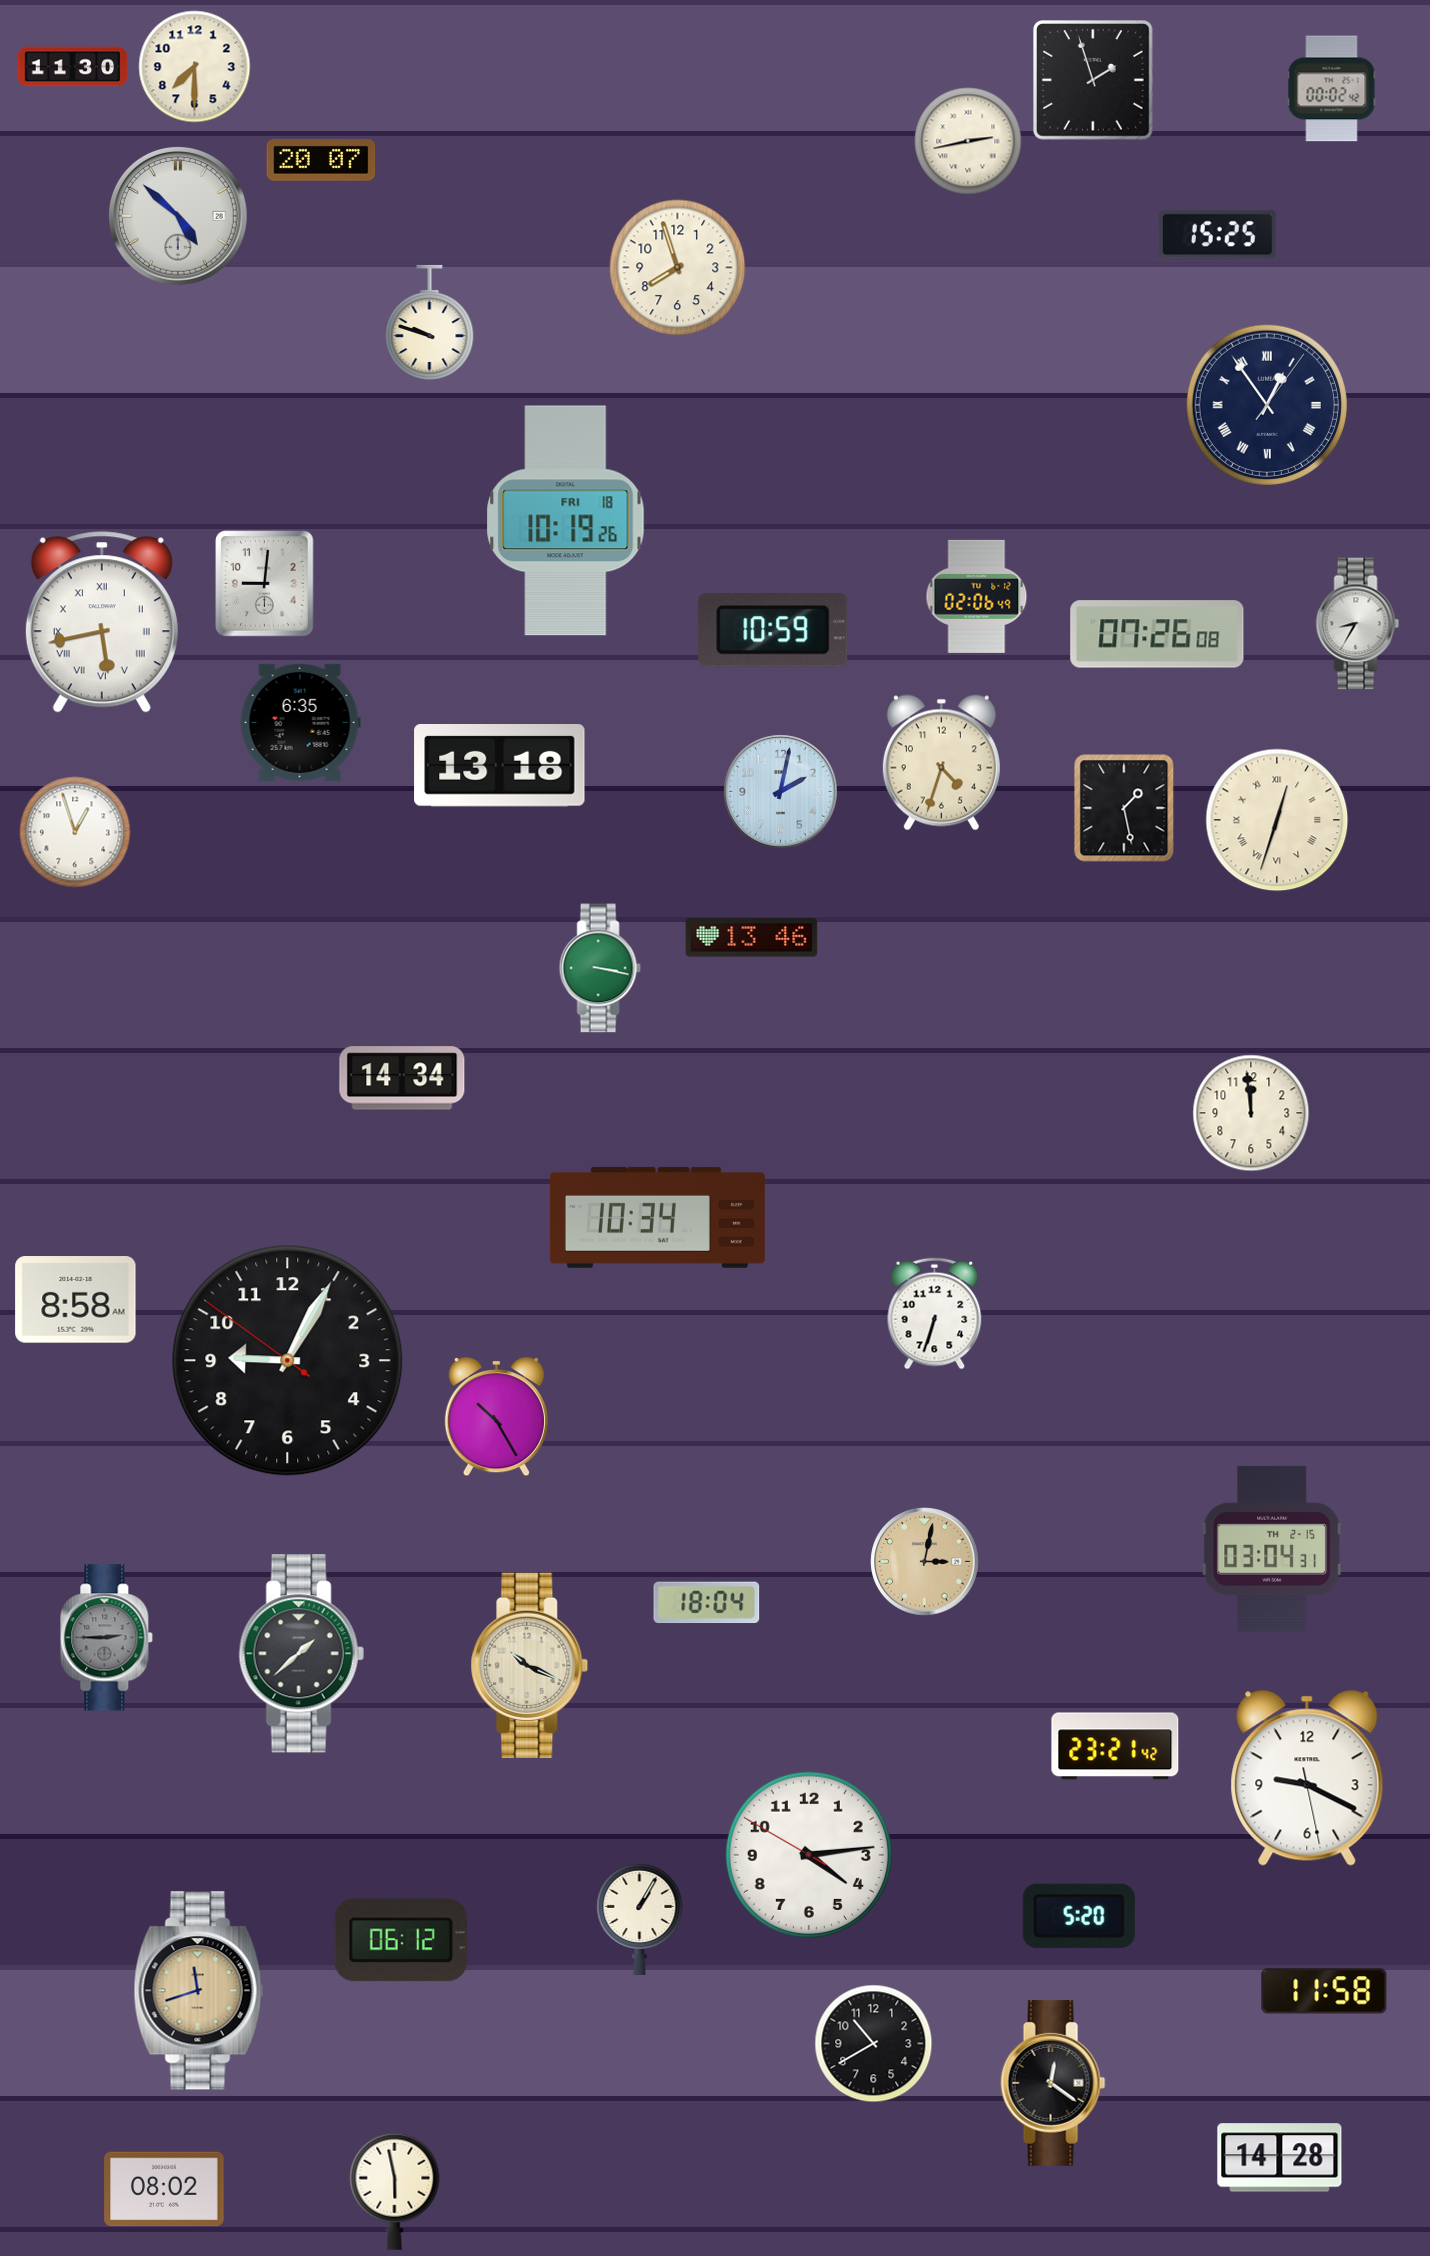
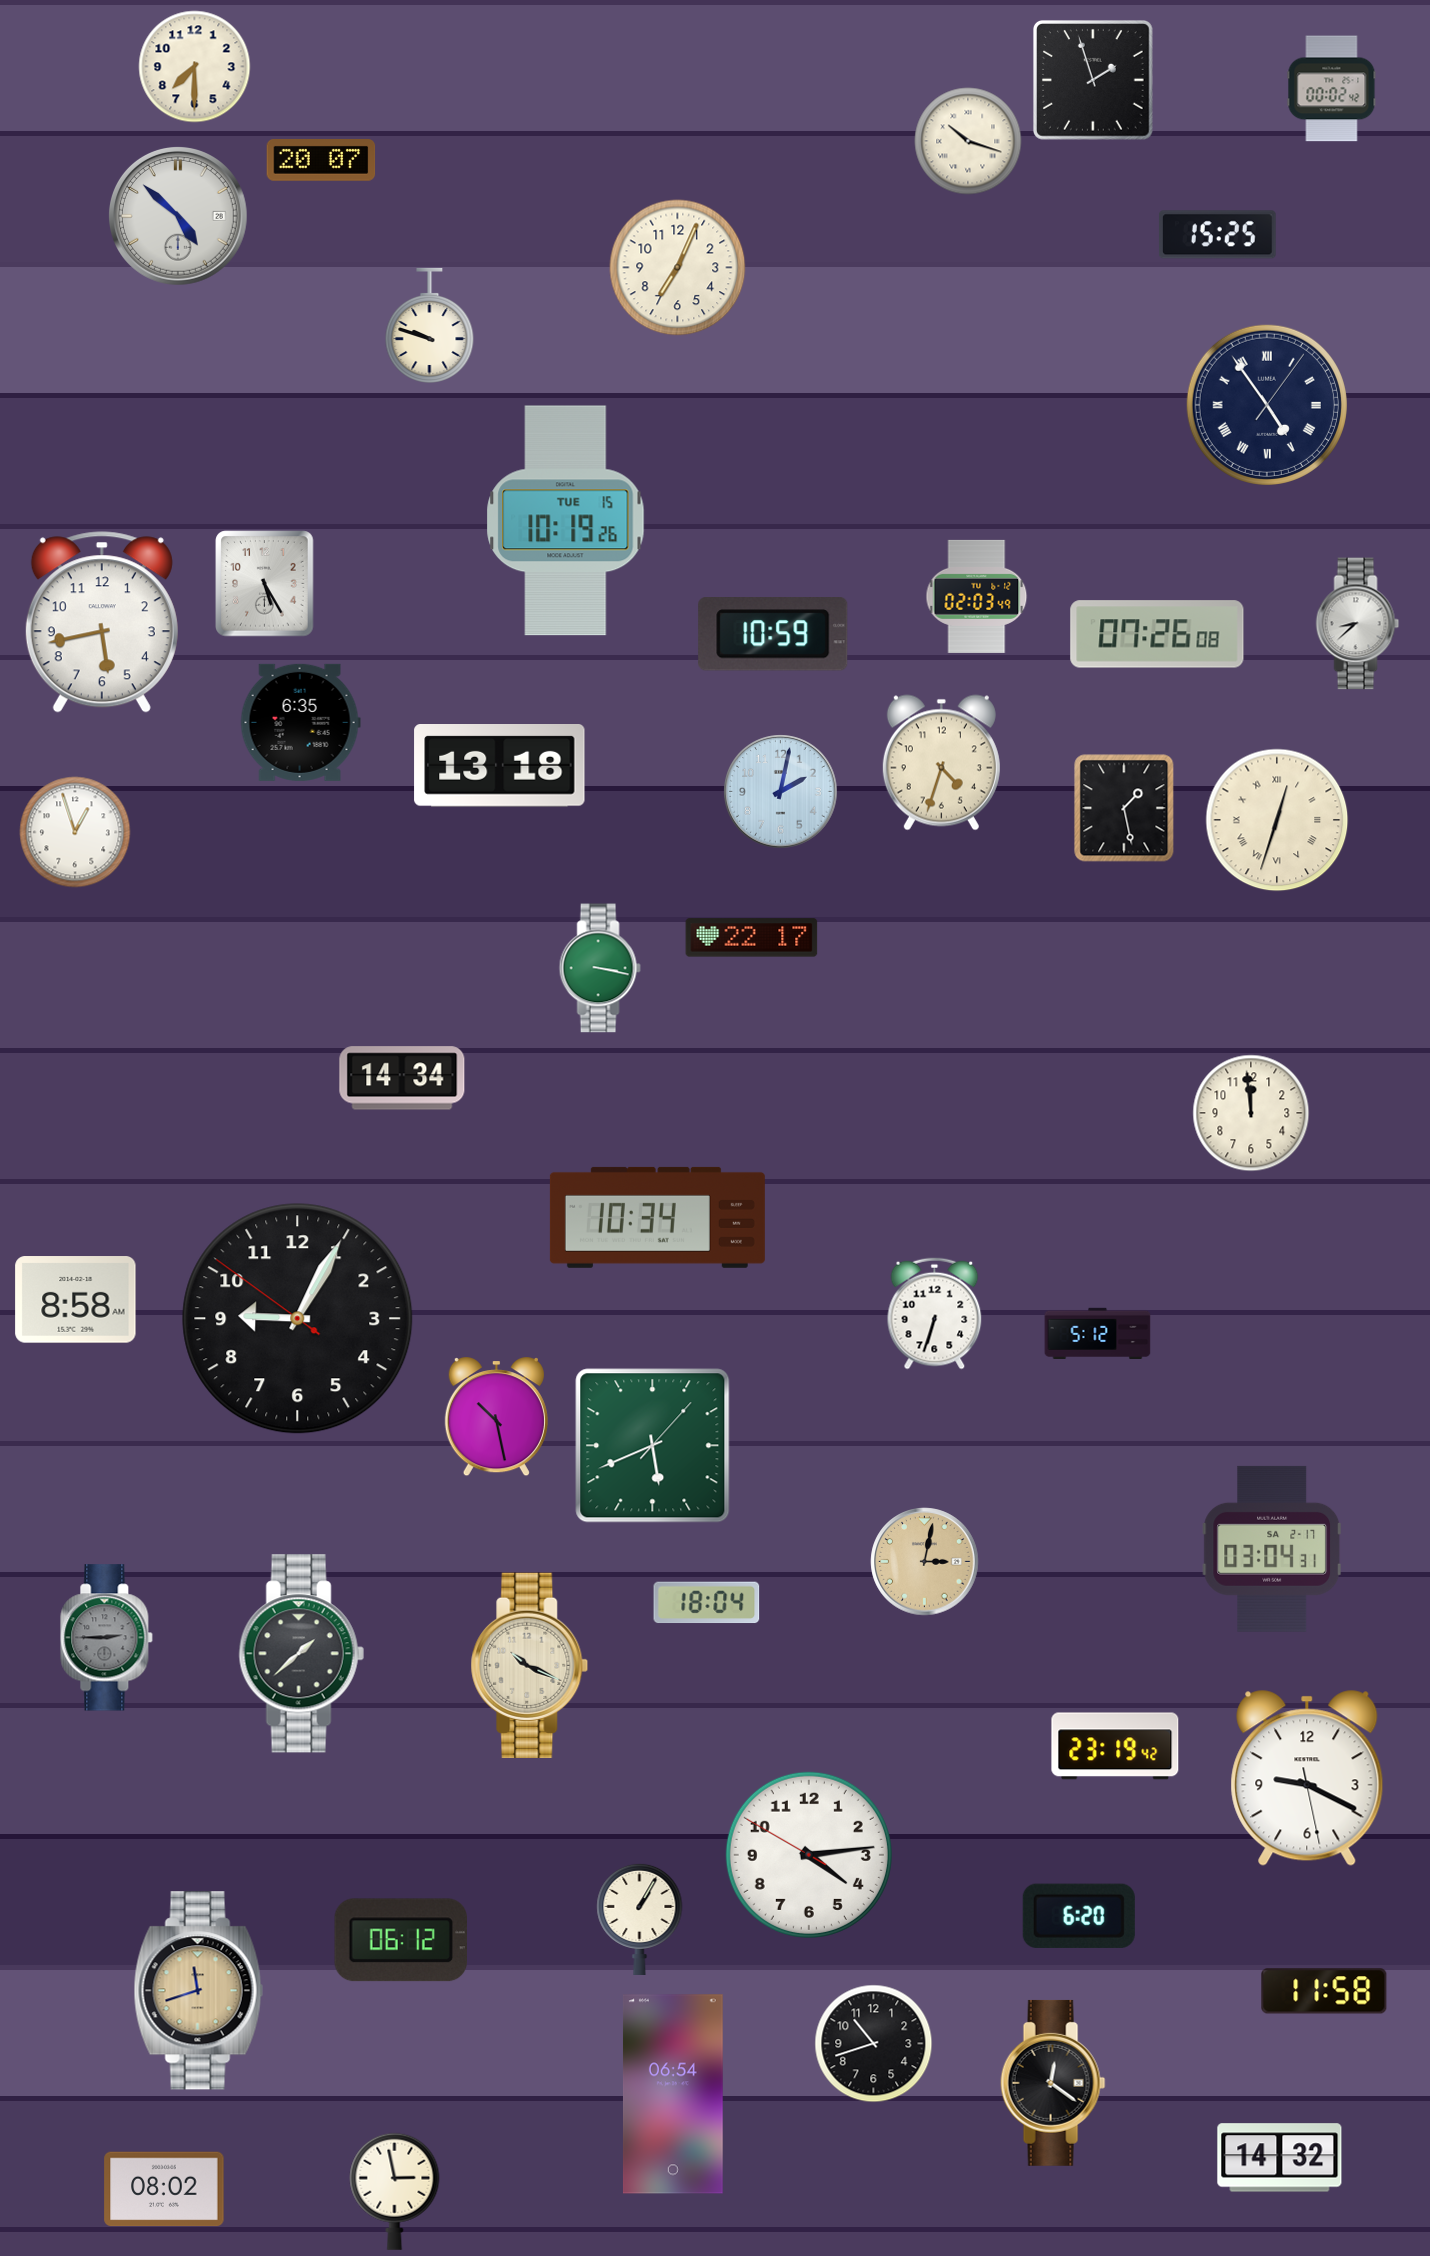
clock at (73, 67): 11:30 -> none
clock at (968, 141): 2:43 -> 10:18
clock at (678, 268): 7:57 -> 7:04
clock at (430, 322) position: (430, 322) -> (430, 325)
clock at (1267, 405): 12:54 -> 4:54
clock at (566, 521) date: FRI 18 -> TUE 15
clock at (265, 584): 9:01 -> 5:25
clock at (977, 596): 02:06 -> 02:03
clock at (102, 622) numerals: Roman -> Arabic
clock at (1358, 624): 8:35 -> 8:38
clock at (773, 631) position: (773, 631) -> (773, 635)
clock at (752, 938): 13:46 -> 22:17
clock at (1098, 1334): none -> 5:12
clock at (288, 1361) position: (288, 1361) -> (298, 1319)
clock at (496, 1417): 10:25 -> 10:28
clock at (653, 1446): none -> 5:41
clock at (1272, 1549) date: TH 2-15 -> SA 2-17
clock at (1115, 1746): 23:21 -> 23:19
clock at (1079, 1916): 5:20 -> 6:20
clock at (874, 2044): 10:40 -> 10:42
clock at (673, 2094): none -> 06:54
clock at (1280, 2158): 14:28 -> 14:32
clock at (395, 2191): 5:58 -> 2:58
